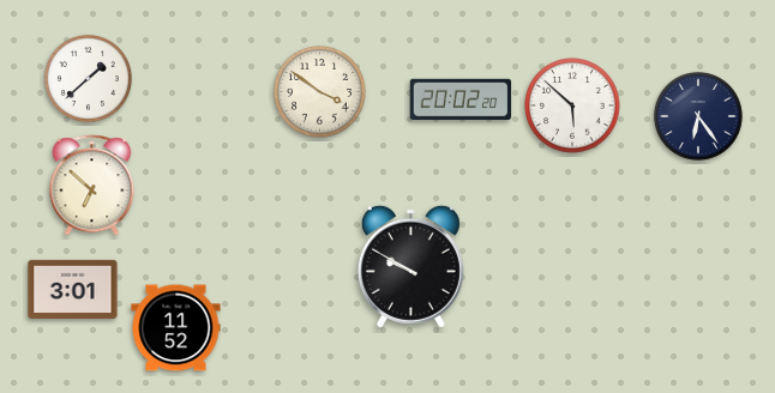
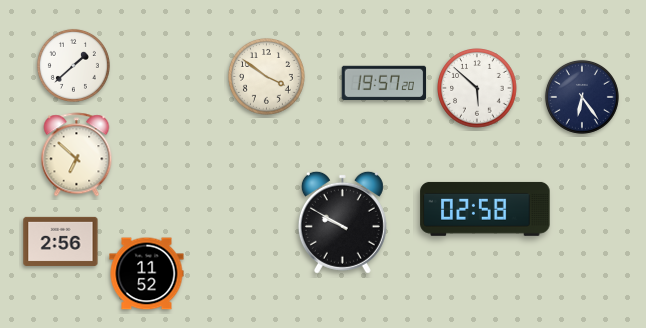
clock at (461, 99): 20:02 -> 19:57
clock at (485, 209): none -> 02:58
clock at (73, 289): 3:01 -> 2:56
